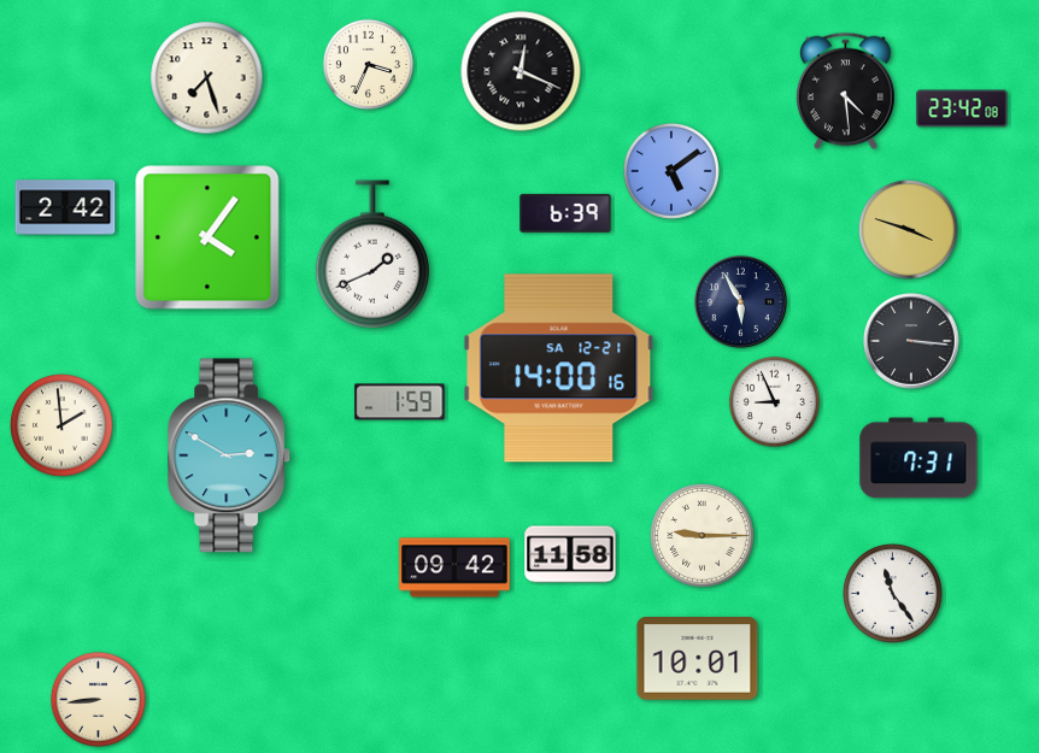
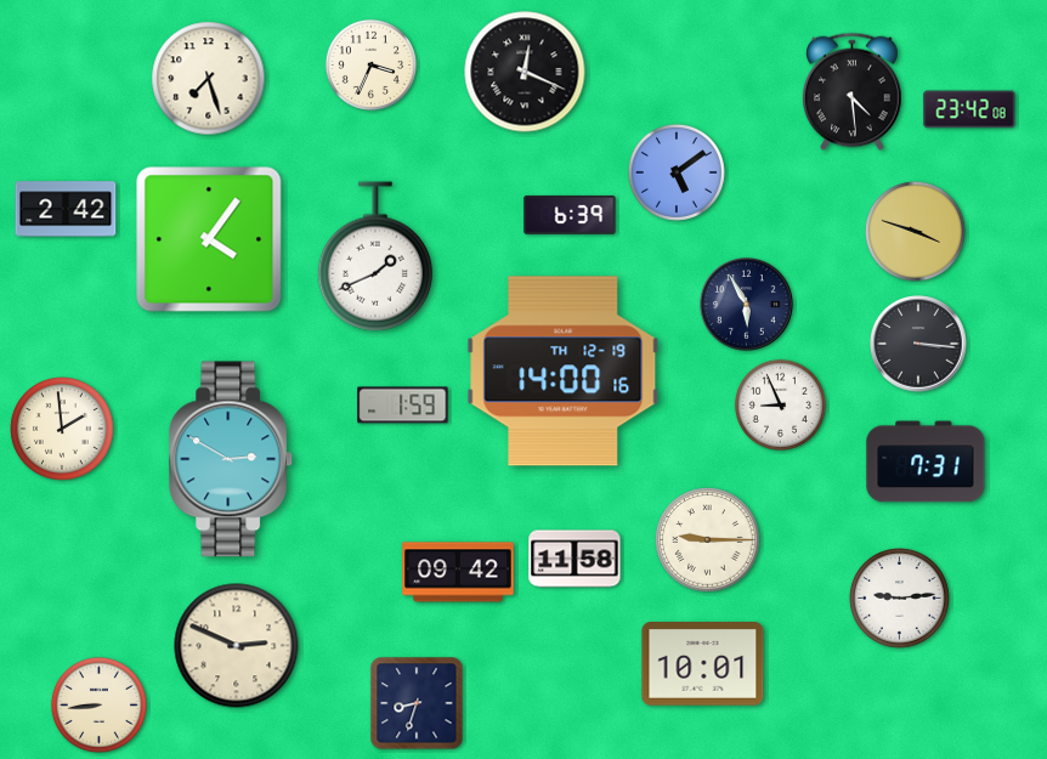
clock at (559, 369) date: SA 12-21 -> TH 12-19
clock at (893, 594): 11:24 -> 9:14
clock at (237, 646): none -> 2:49
clock at (417, 703): none -> 8:33
